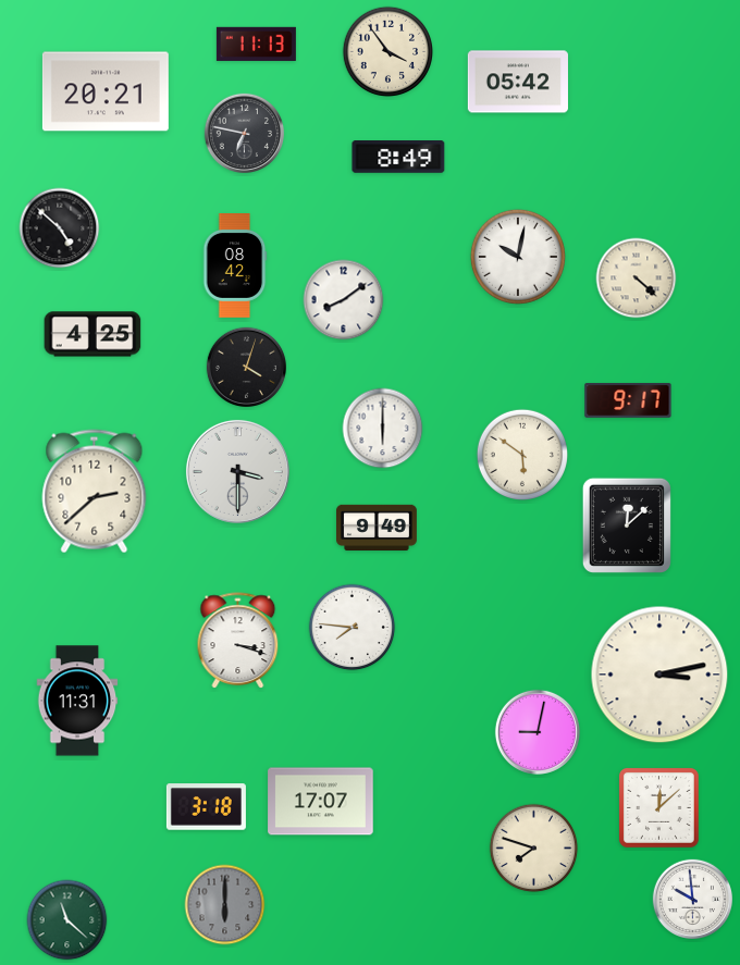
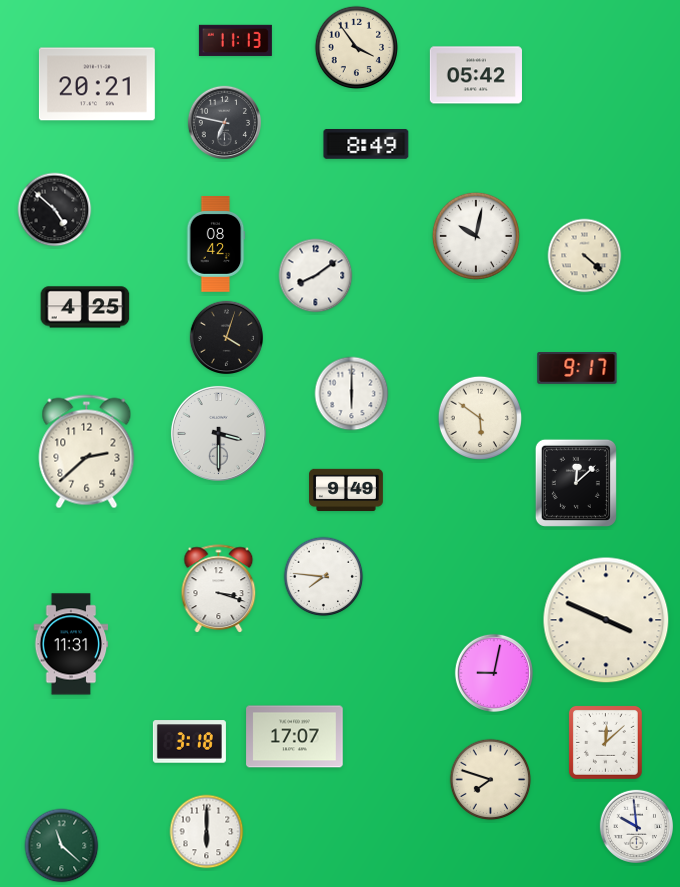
clock at (378, 527) position: (378, 527) -> (347, 489)
clock at (659, 675): 3:13 -> 3:49
clock at (225, 905) dial: grey -> white
